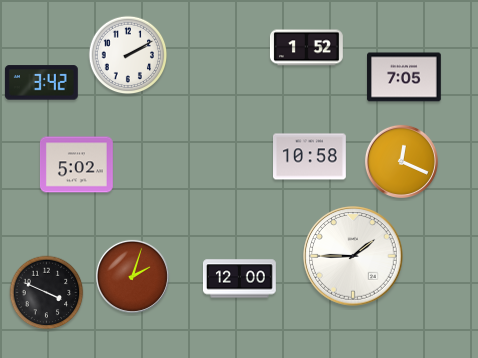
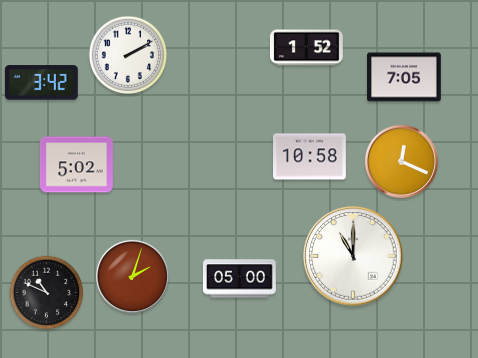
clock at (353, 256): 1:45 -> 11:00
clock at (239, 279): 12:00 -> 05:00
clock at (47, 293): 3:49 -> 10:49
